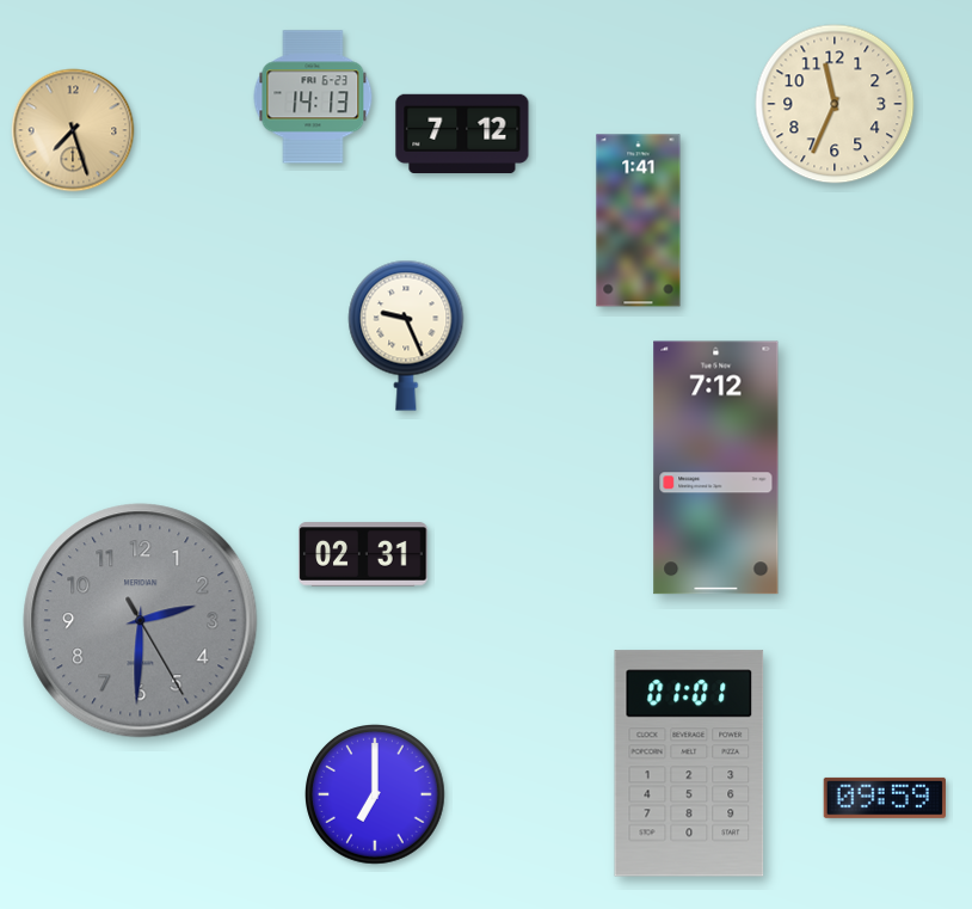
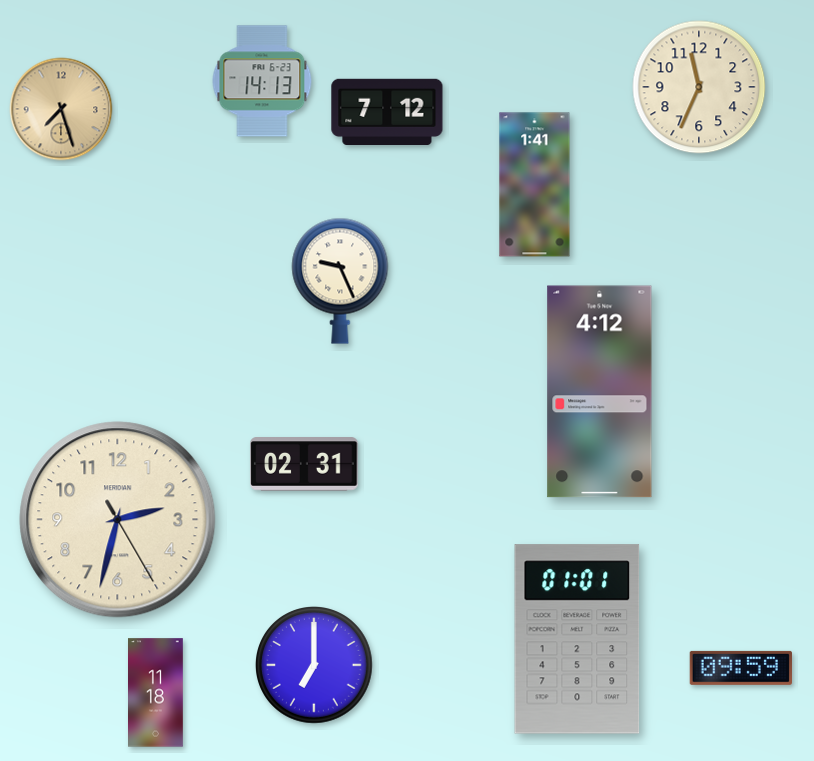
clock at (716, 468): 7:12 -> 4:12
clock at (141, 621): 2:30 -> 2:32
clock at (141, 621) dial: grey -> cream
clock at (156, 693): none -> 11:18
